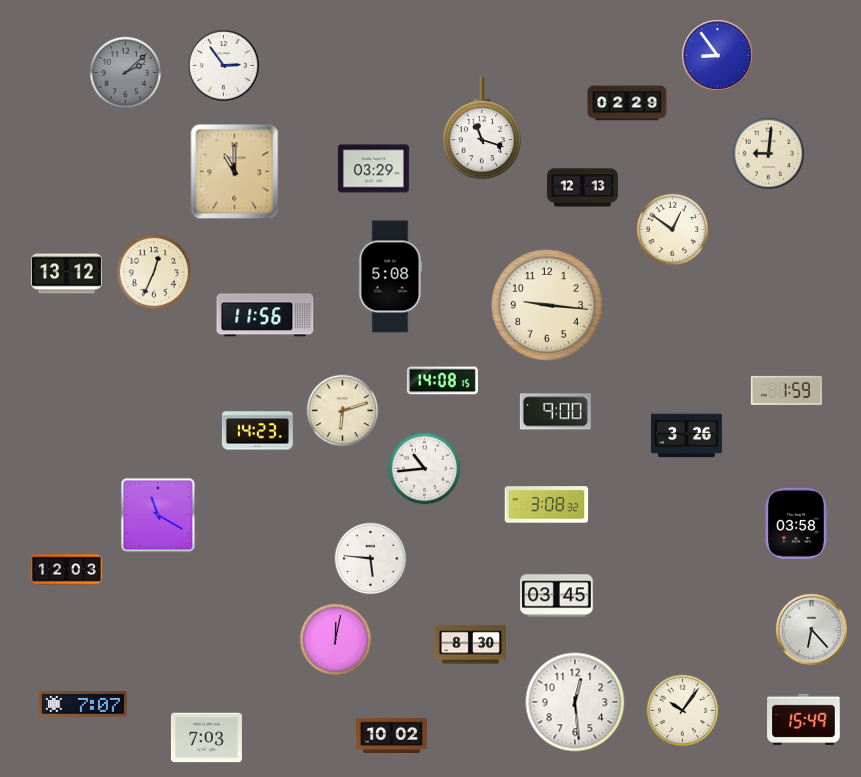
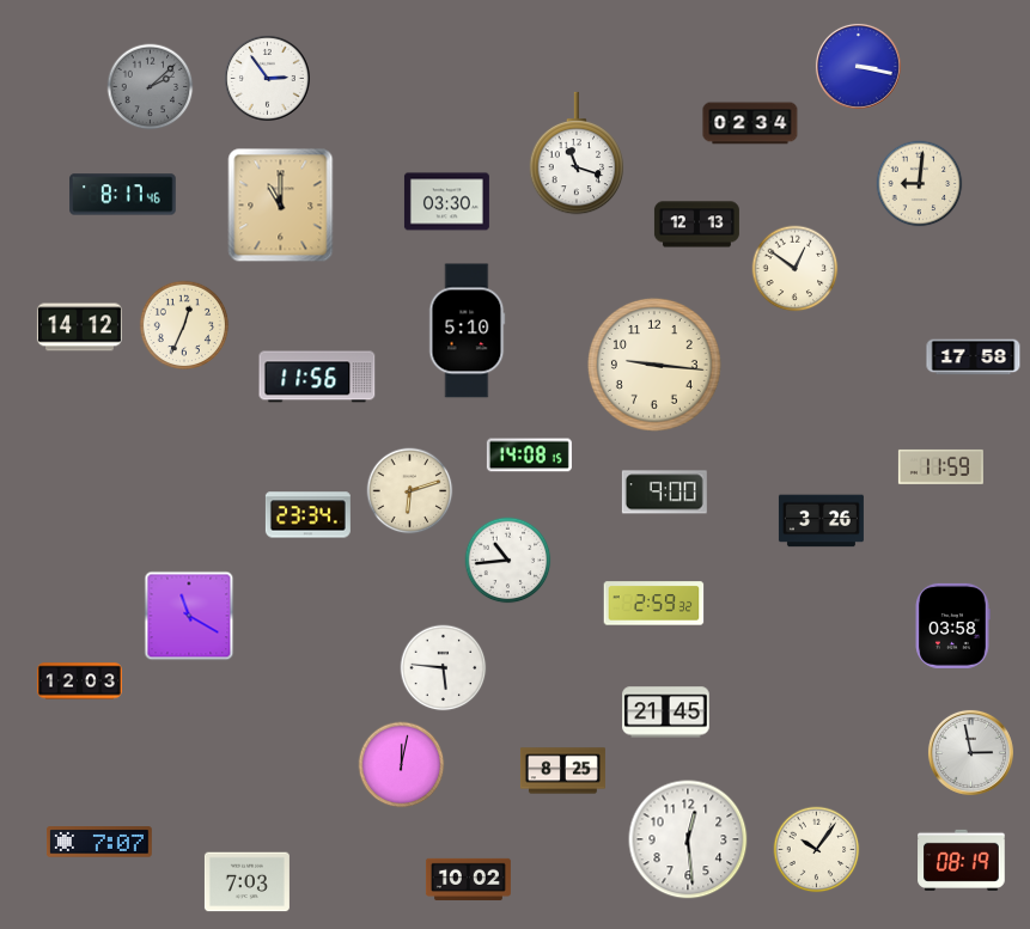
clock at (717, 55): 8:54 -> 3:17
clock at (627, 103): 02:29 -> 02:34
clock at (123, 195): none -> 8:17
clock at (373, 169): 03:29 -> 03:30
clock at (673, 230) position: (673, 230) -> (796, 269)
clock at (66, 274): 13:12 -> 14:12
clock at (391, 277): 5:08 -> 5:10
clock at (974, 357): none -> 17:58
clock at (786, 390): 1:59 -> 11:59
clock at (257, 431): 14:23 -> 23:34
clock at (547, 505): 3:08 -> 2:59
clock at (557, 596): 03:45 -> 21:45
clock at (811, 629): 6:23 -> 2:58
clock at (470, 645): 8:30 -> 8:25
clock at (804, 719): 15:49 -> 08:19
